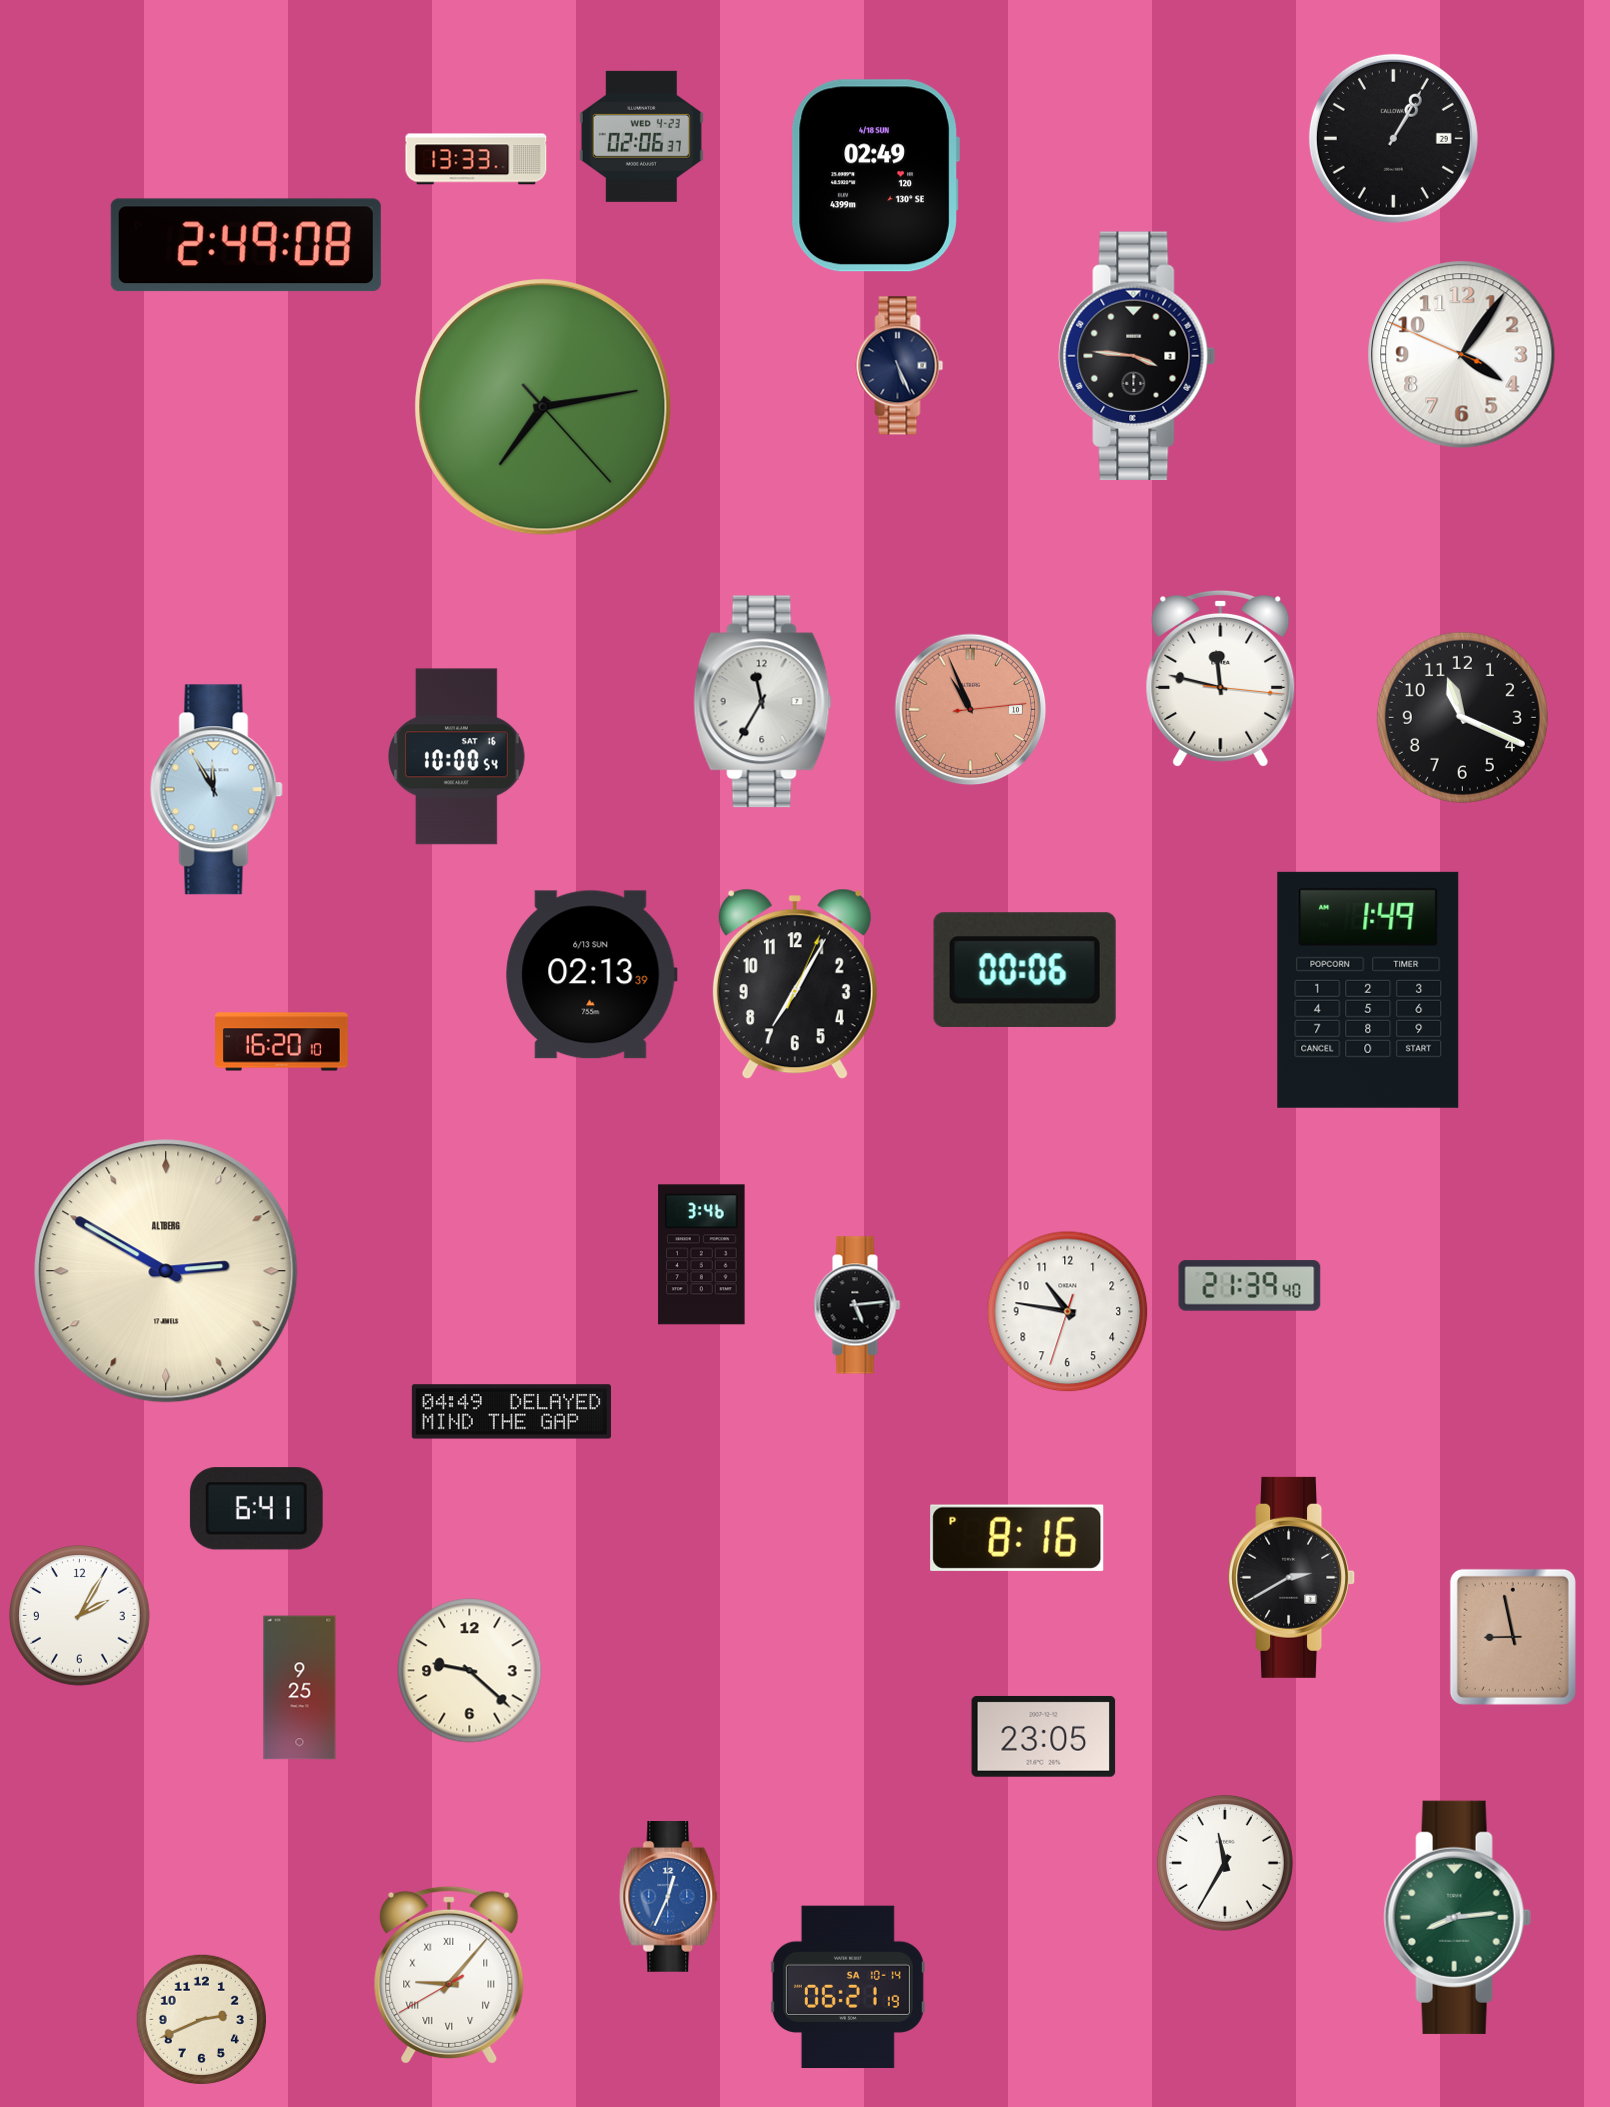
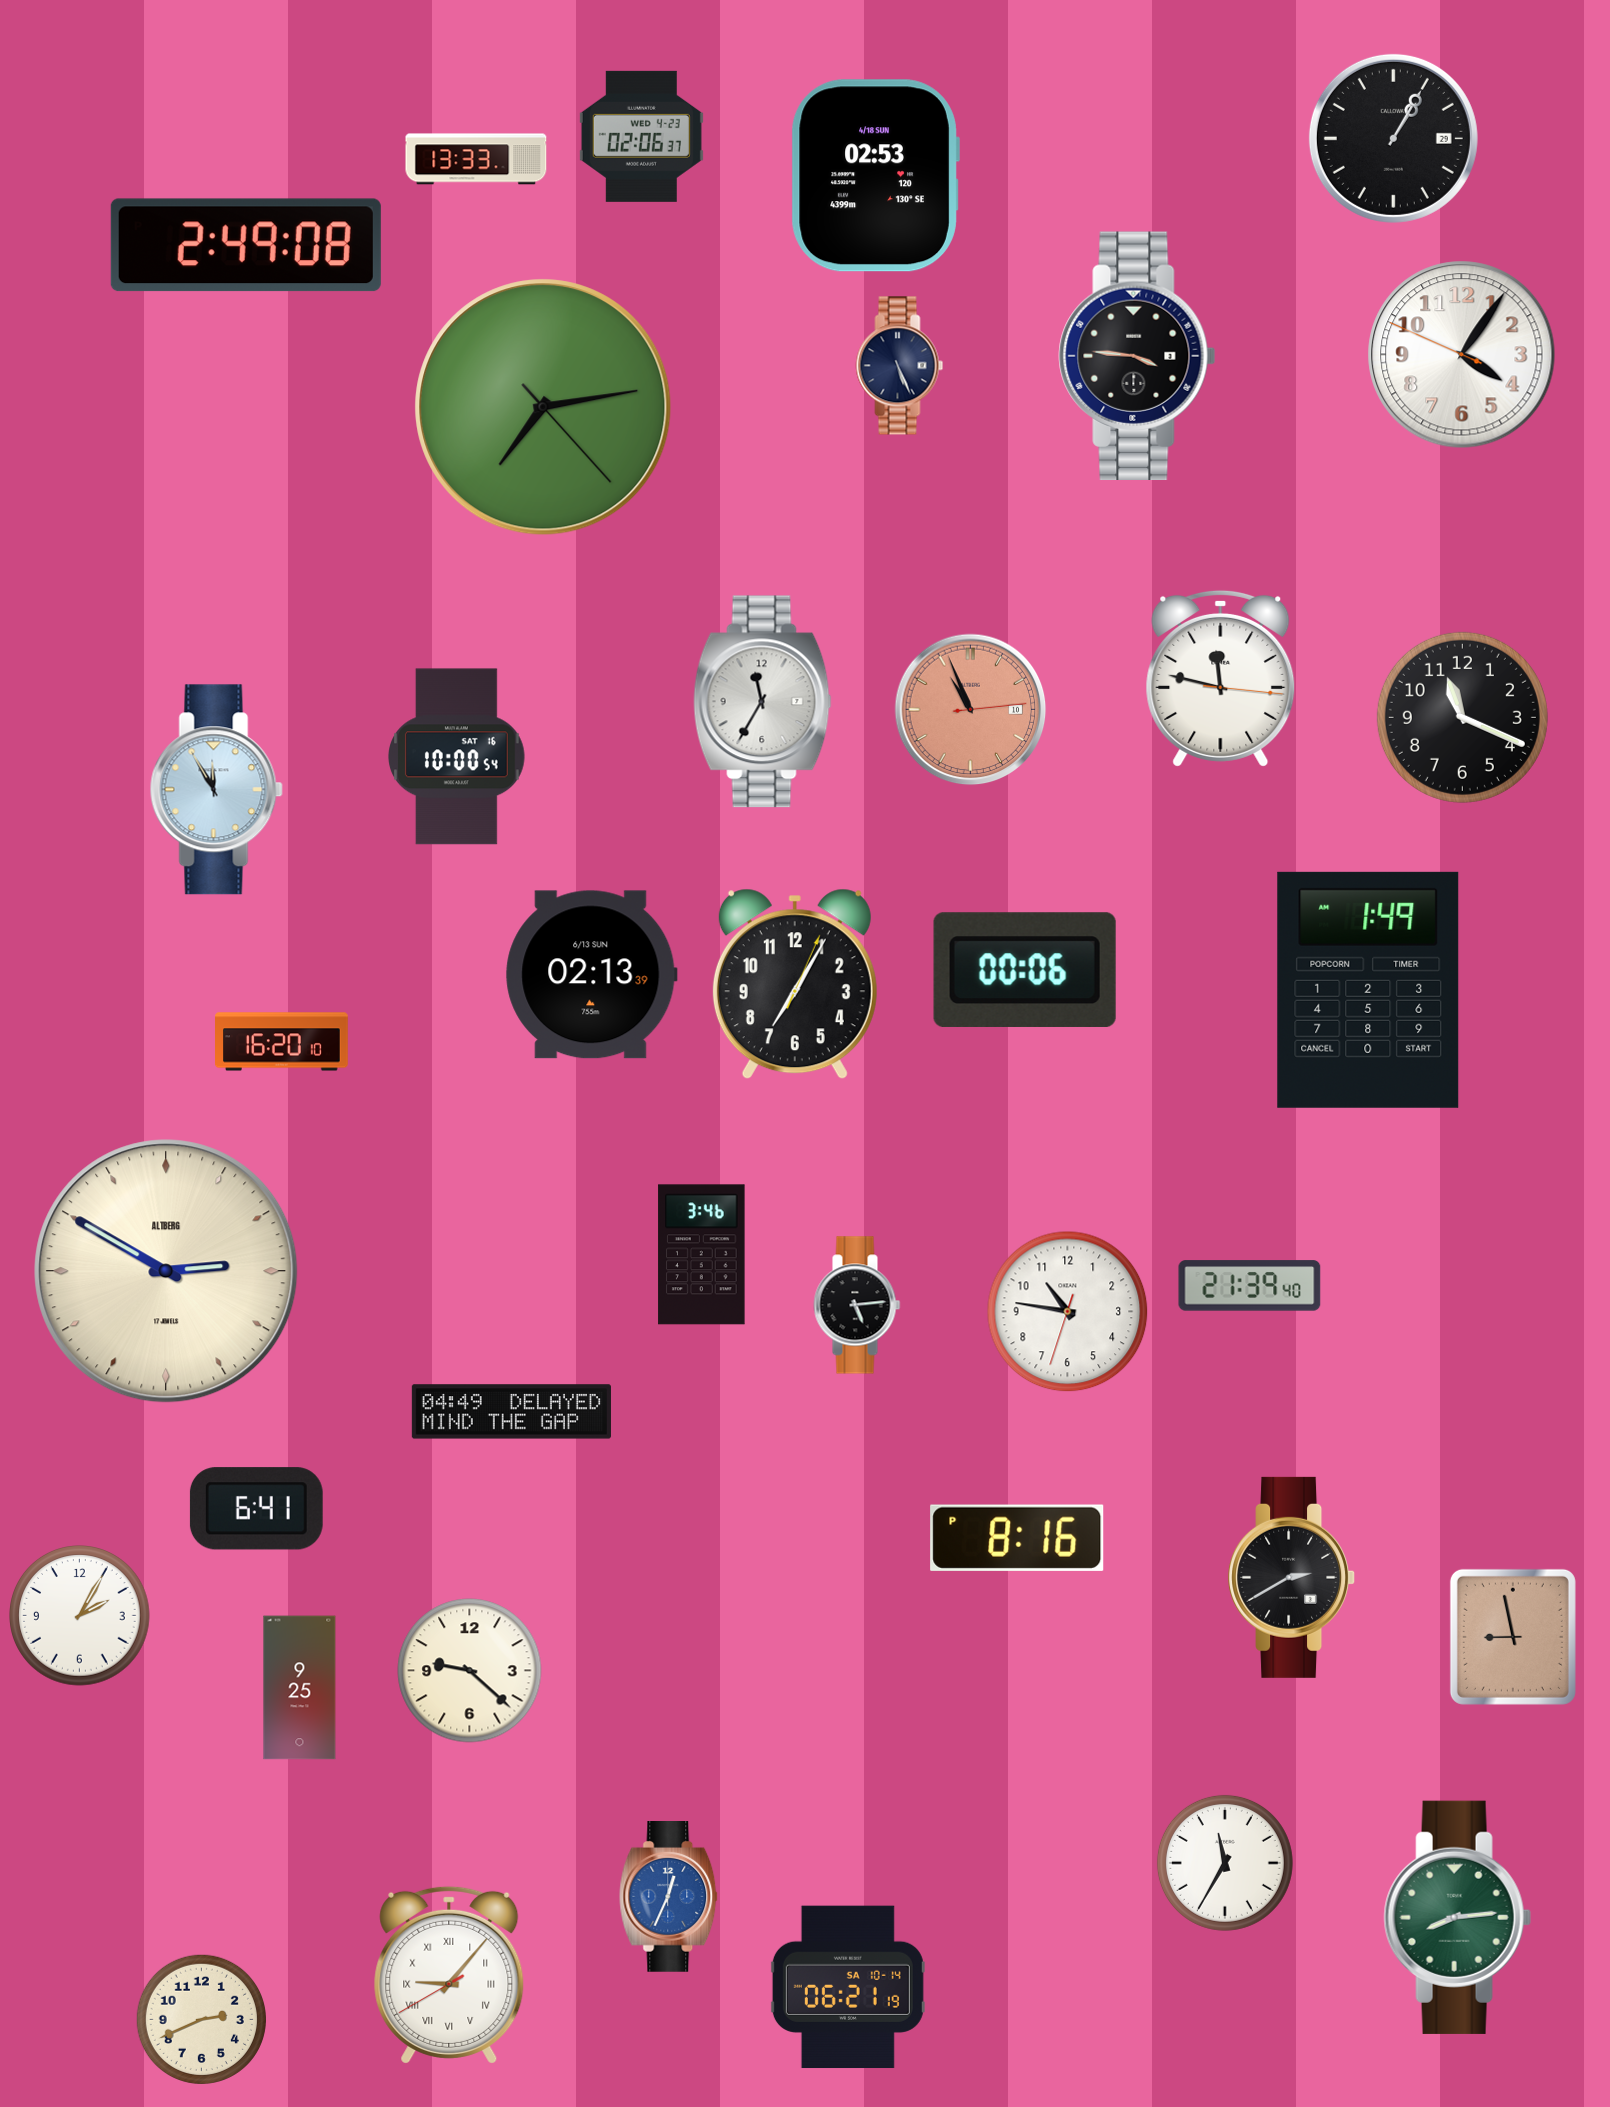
clock at (875, 176): 02:49 -> 02:53
clock at (1044, 1736): 23:05 -> none
